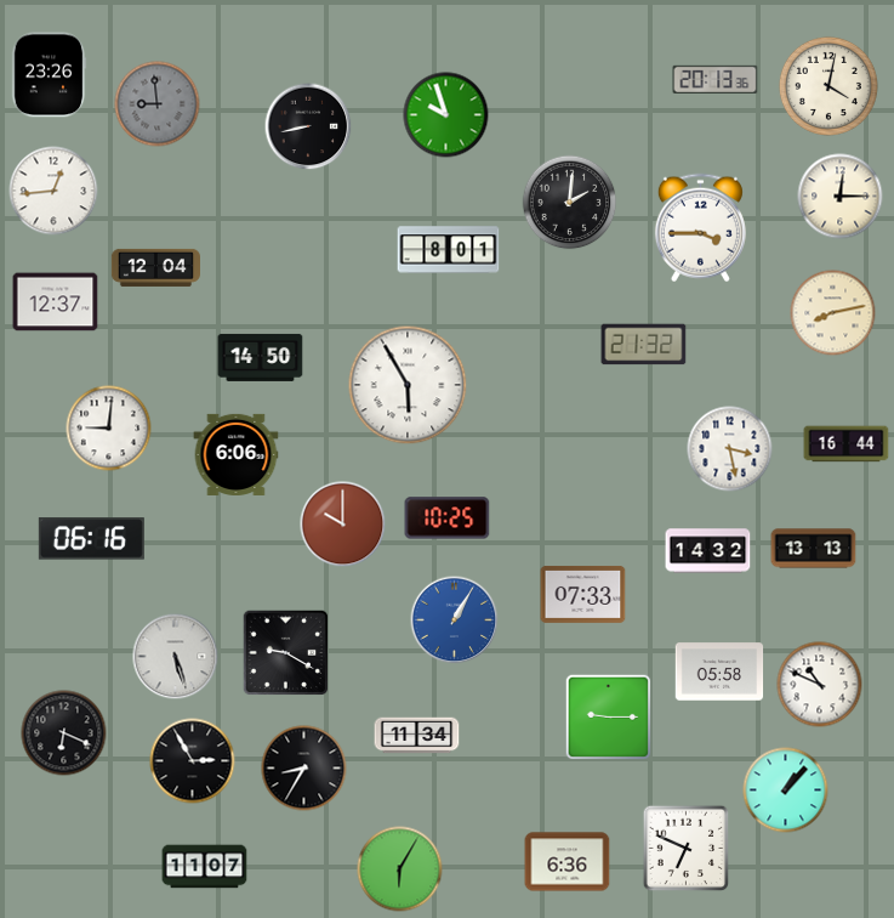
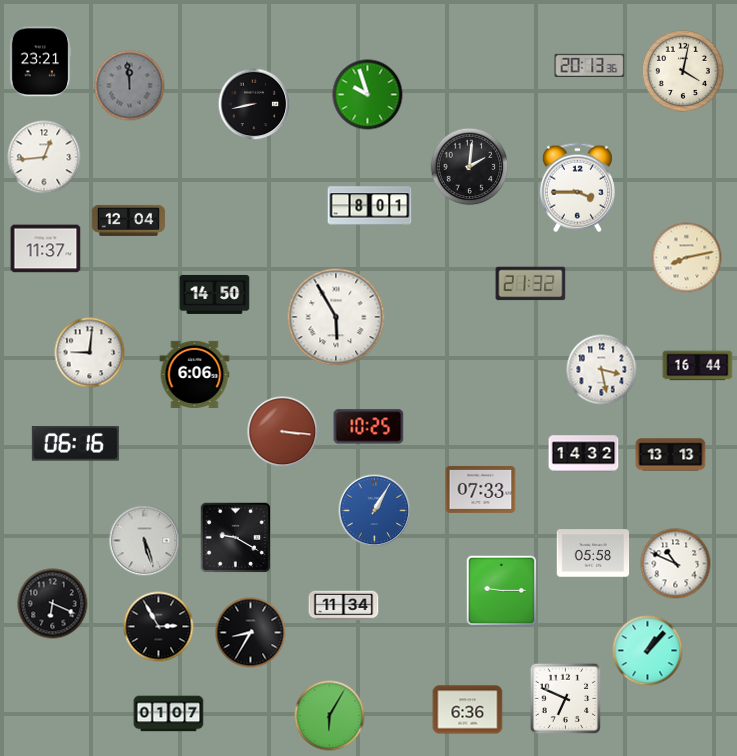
clock at (49, 75): 23:26 -> 23:21
clock at (158, 104): 8:59 -> 11:59
clock at (841, 197): 12:15 -> none
clock at (56, 302): 12:37 -> 11:37
clock at (343, 525): 10:00 -> 3:16
clock at (814, 549) position: (814, 549) -> (671, 455)
clock at (205, 867): 11:07 -> 01:07
